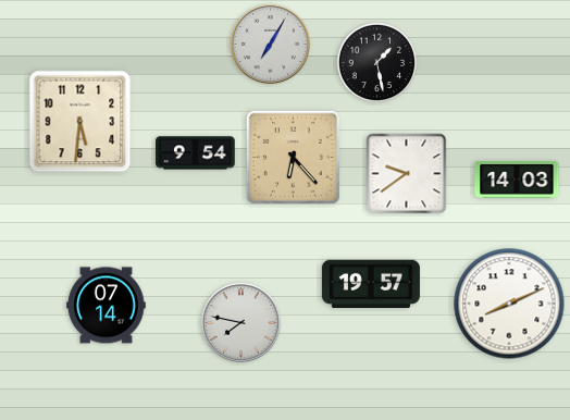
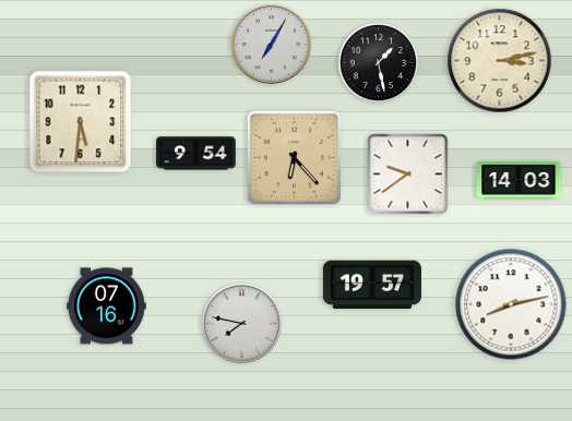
clock at (500, 61): none -> 3:13
clock at (509, 304): 8:11 -> 8:13
clock at (107, 306): 07:14 -> 07:16
